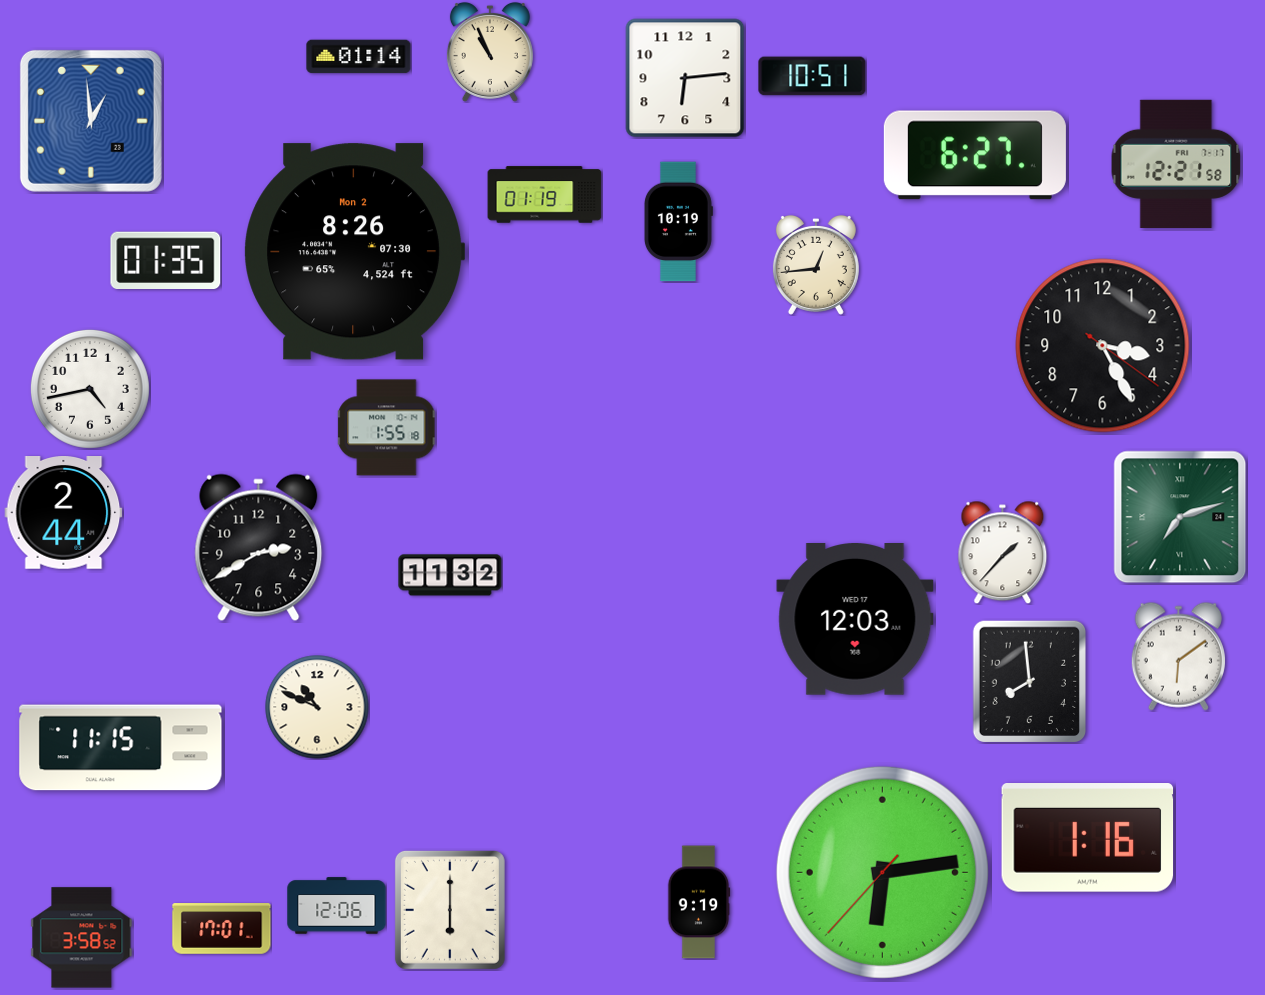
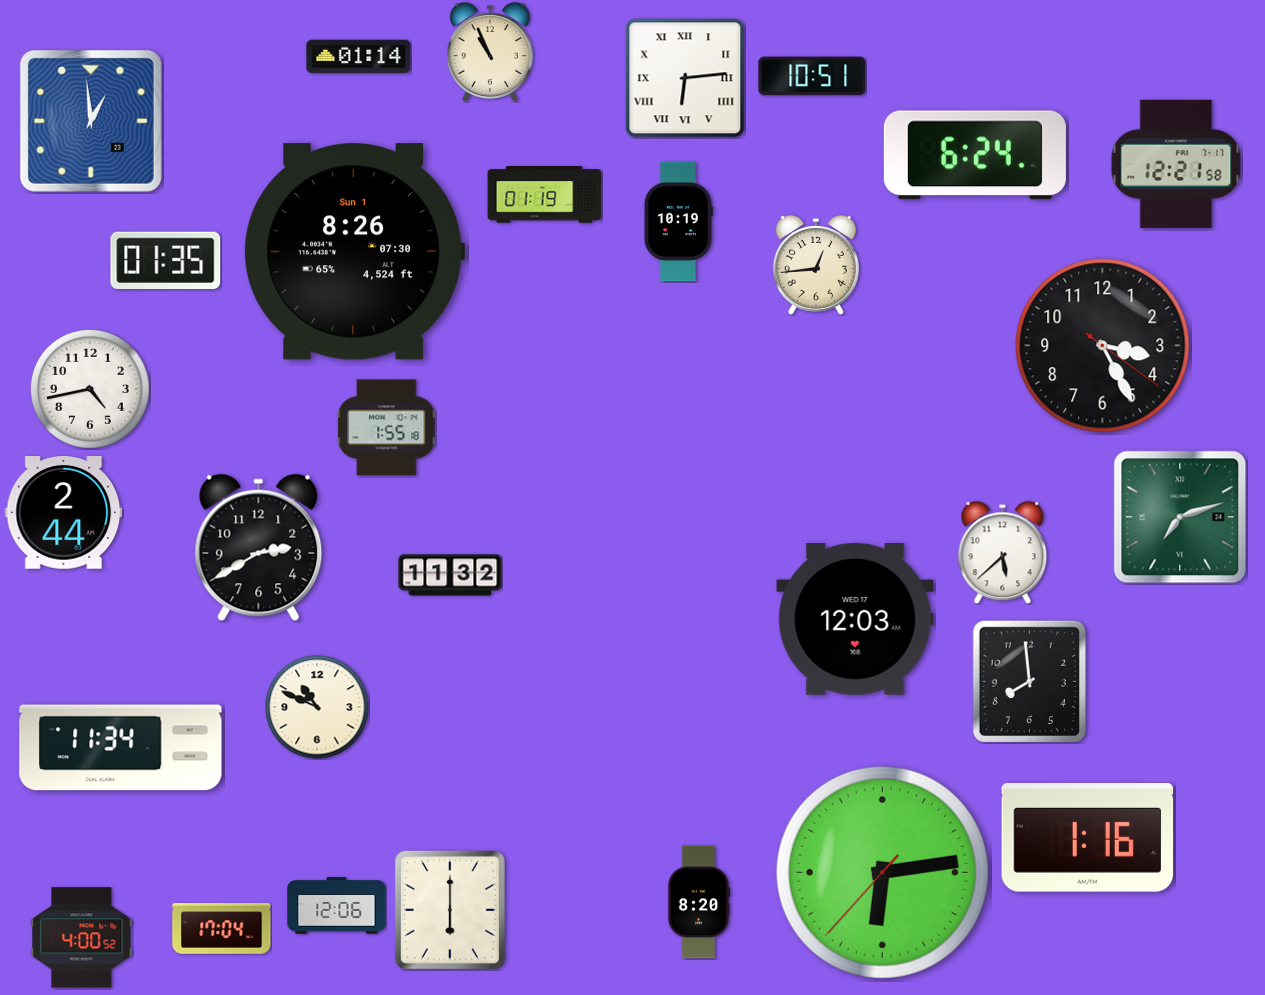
clock at (685, 78) numerals: Arabic -> Roman
clock at (975, 155): 6:27 -> 6:24
clock at (355, 252) date: Mon 2 -> Sun 1
clock at (1003, 552): 1:37 -> 5:38
clock at (1178, 656): 6:09 -> none
clock at (121, 748): 11:15 -> 11:34
clock at (699, 902): 9:19 -> 8:20
clock at (222, 929): 17:01 -> 17:04
clock at (82, 938): 3:58 -> 4:00
